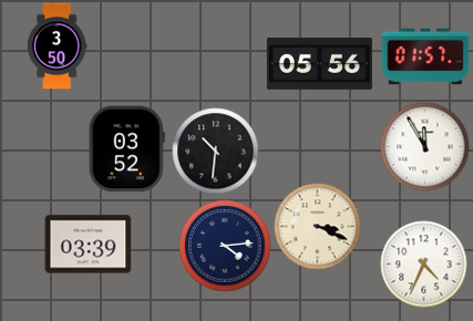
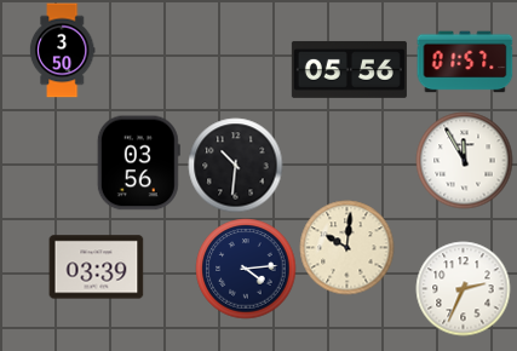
clock at (126, 148): 03:52 -> 03:56
clock at (317, 226): 3:19 -> 10:01
clock at (423, 263): 4:34 -> 2:34
